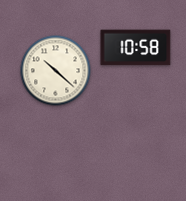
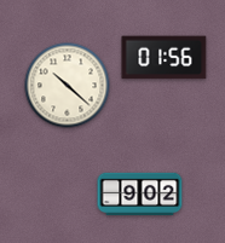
clock at (136, 48): 10:58 -> 01:56
clock at (140, 195): none -> 9:02
